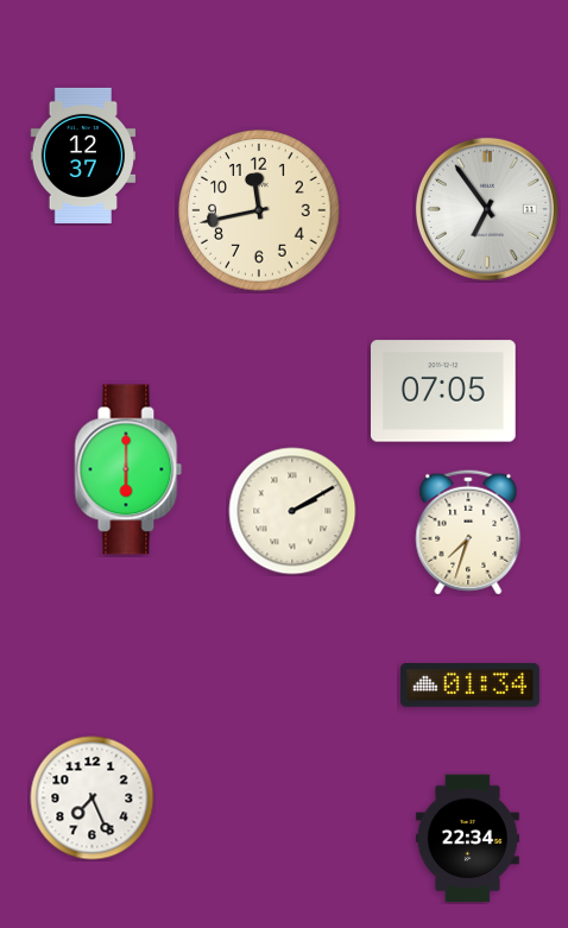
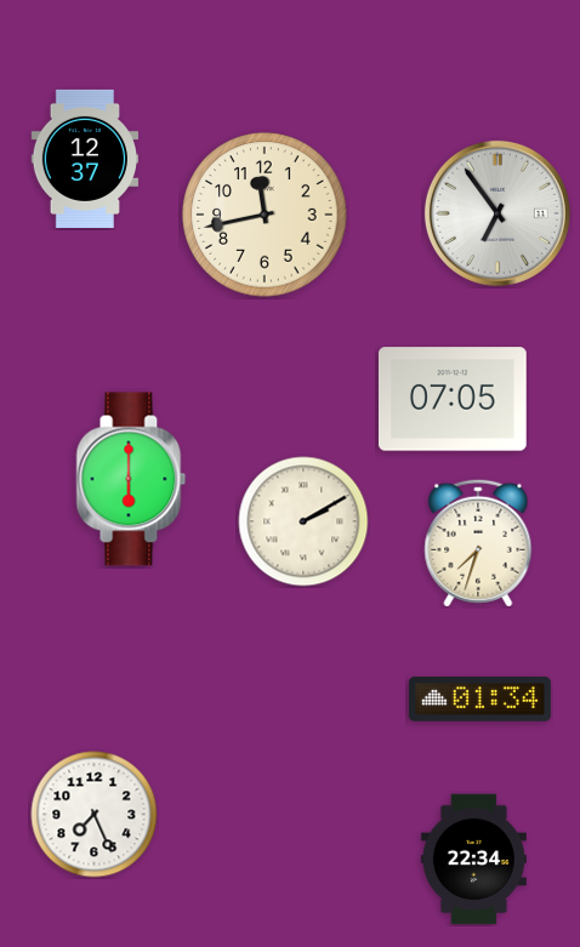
clock at (292, 511) position: (292, 511) -> (303, 521)
clock at (467, 839) position: (467, 839) -> (473, 860)
